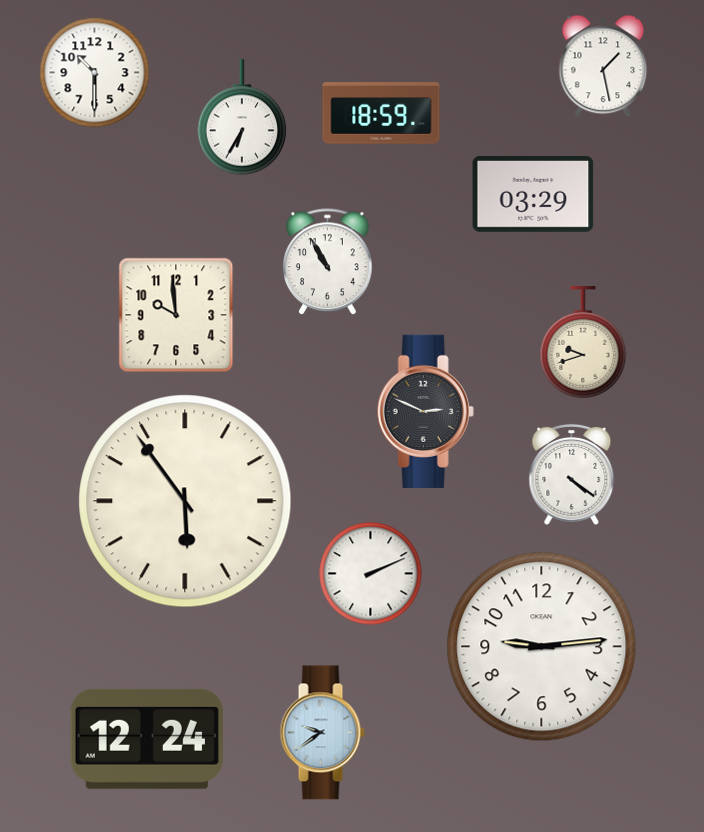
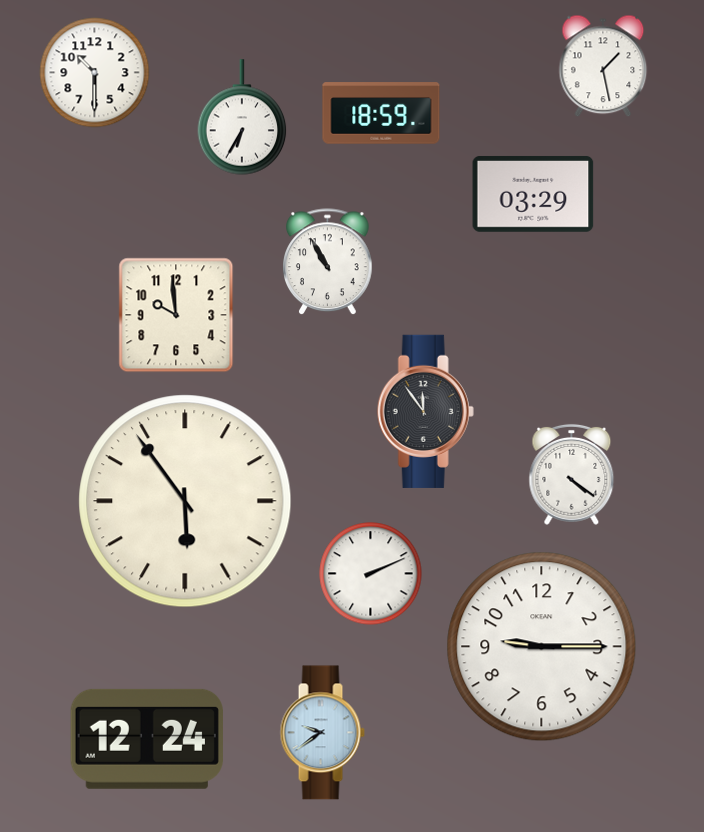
clock at (583, 343): 9:42 -> none
clock at (425, 411): 2:49 -> 11:54
clock at (542, 647): 9:14 -> 9:15
